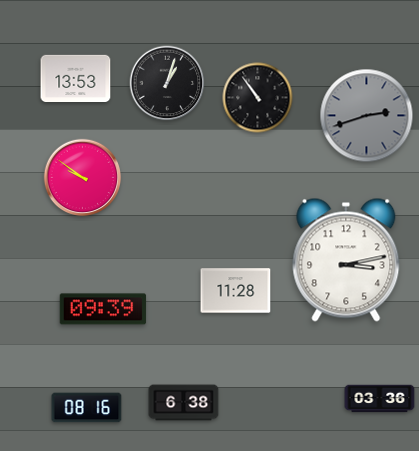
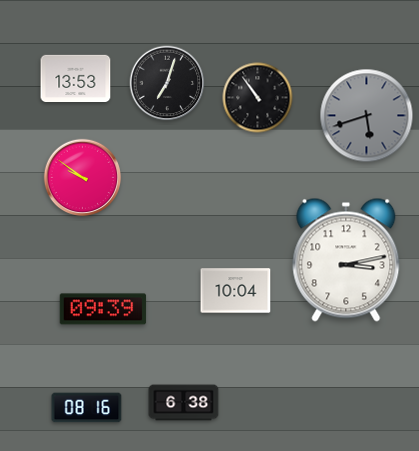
clock at (167, 83): 1:03 -> 7:03
clock at (367, 116): 2:42 -> 5:42
clock at (236, 291): 11:28 -> 10:04
clock at (380, 399): 03:36 -> none
